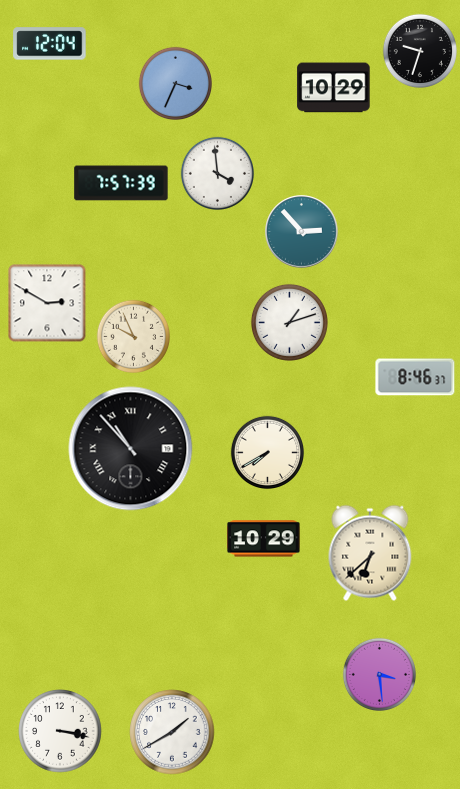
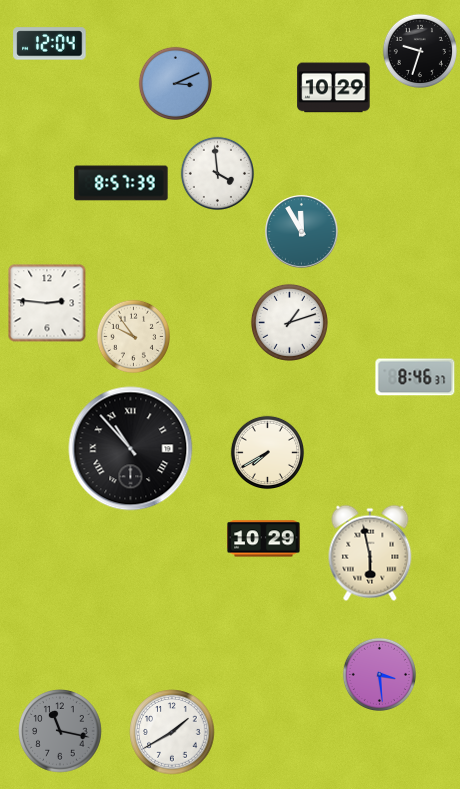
clock at (175, 83): 3:34 -> 3:11
clock at (121, 183): 7:57 -> 8:57
clock at (302, 232): 2:53 -> 11:55
clock at (47, 303): 2:50 -> 2:46
clock at (133, 336): 9:56 -> 9:54
clock at (370, 553): 6:38 -> 5:58
clock at (60, 731): 3:17 -> 11:17
clock at (60, 731) dial: white -> grey
